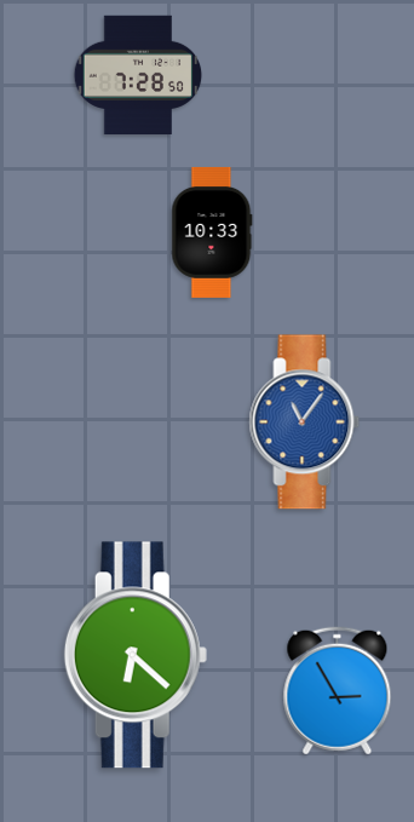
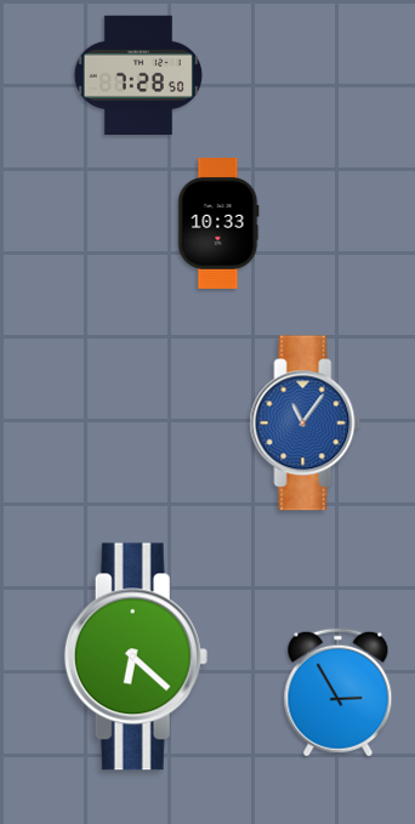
clock at (212, 232) position: (212, 232) -> (218, 223)
